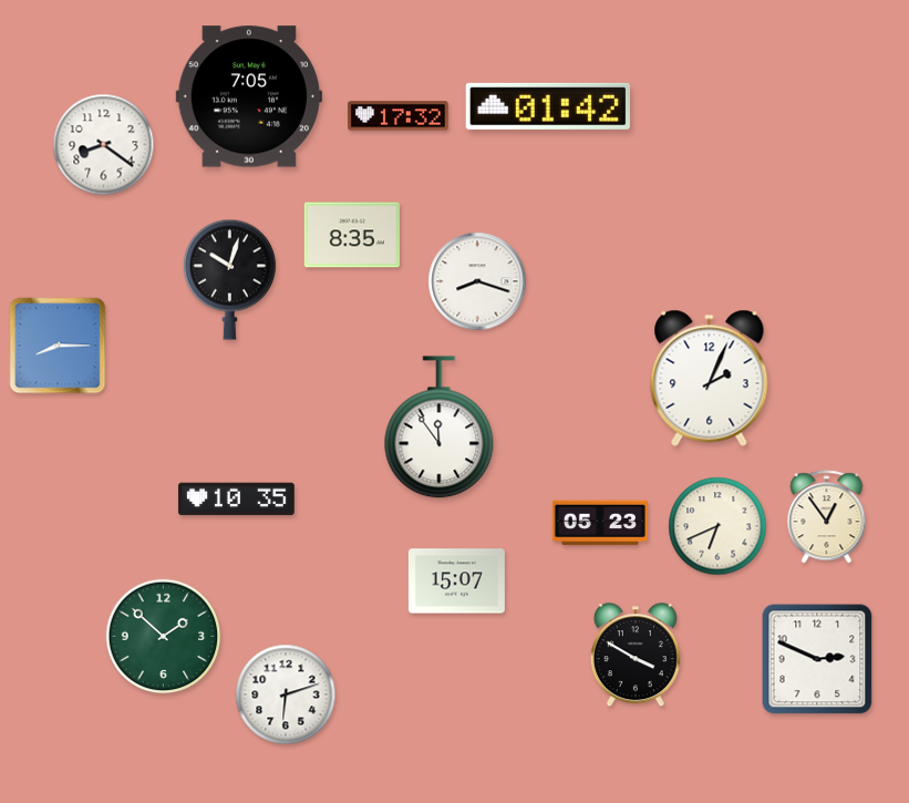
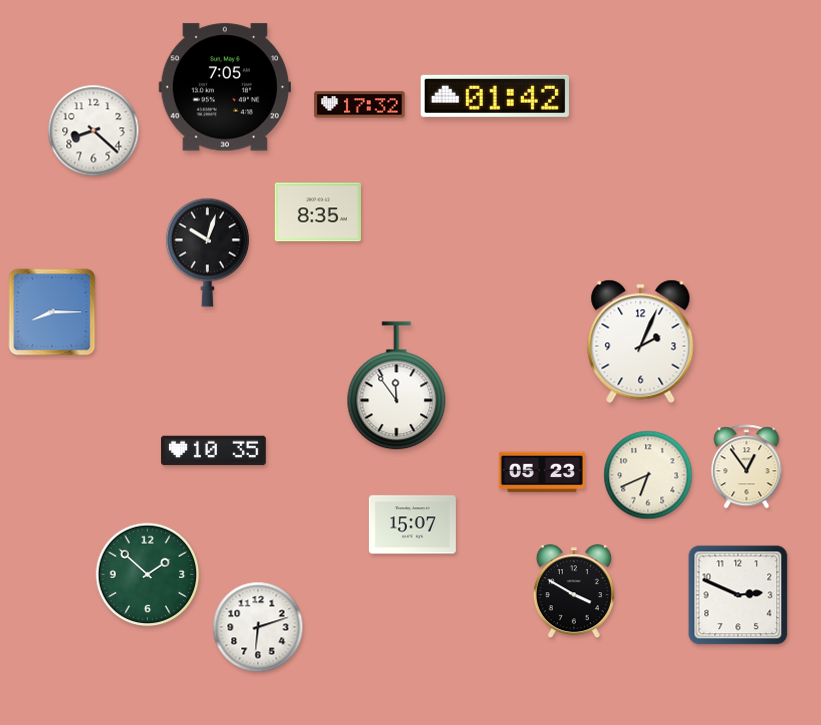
clock at (104, 145): 8:21 -> 8:22
clock at (477, 281): 8:18 -> none
